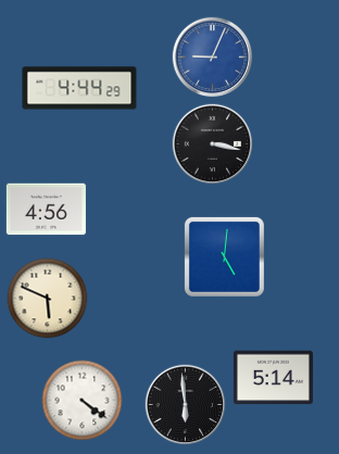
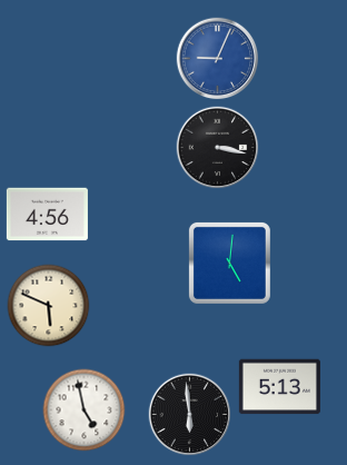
clock at (79, 88): 4:44 -> none
clock at (273, 378): 5:14 -> 5:13
clock at (83, 401): 4:21 -> 4:58
